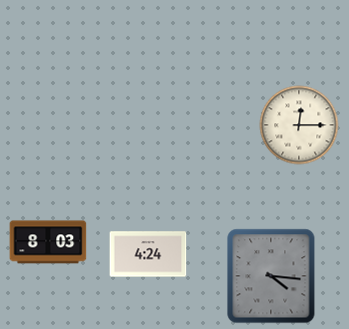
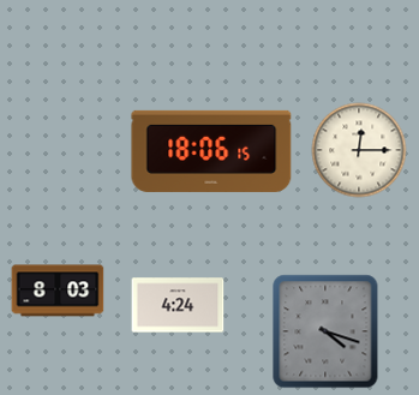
clock at (211, 151): none -> 18:06
clock at (271, 276): 4:16 -> 4:18
